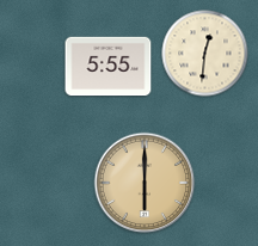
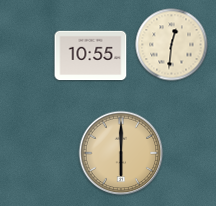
clock at (109, 67): 5:55 -> 10:55
